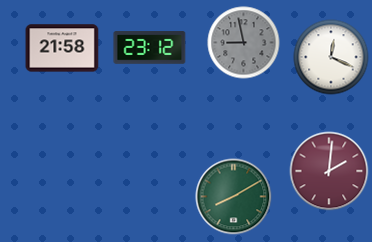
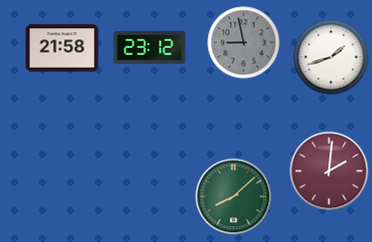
clock at (331, 57): 12:19 -> 1:42
clock at (234, 197): 8:10 -> 8:08
